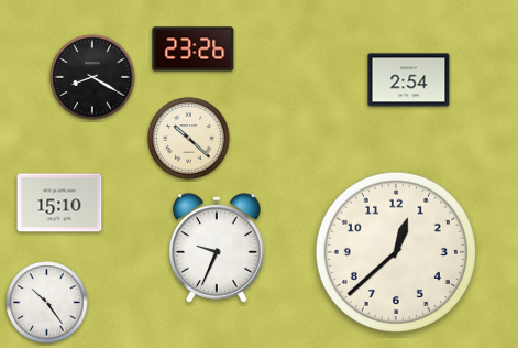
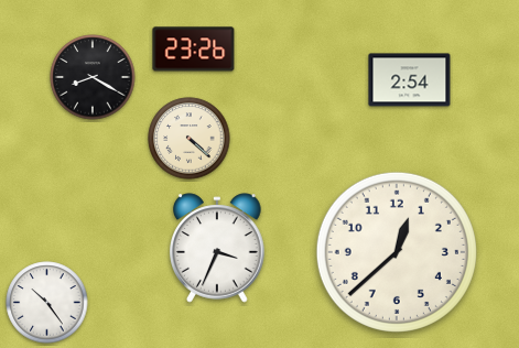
clock at (189, 139): 10:22 -> 4:22
clock at (59, 203): 15:10 -> none
clock at (217, 248): 9:34 -> 3:34
